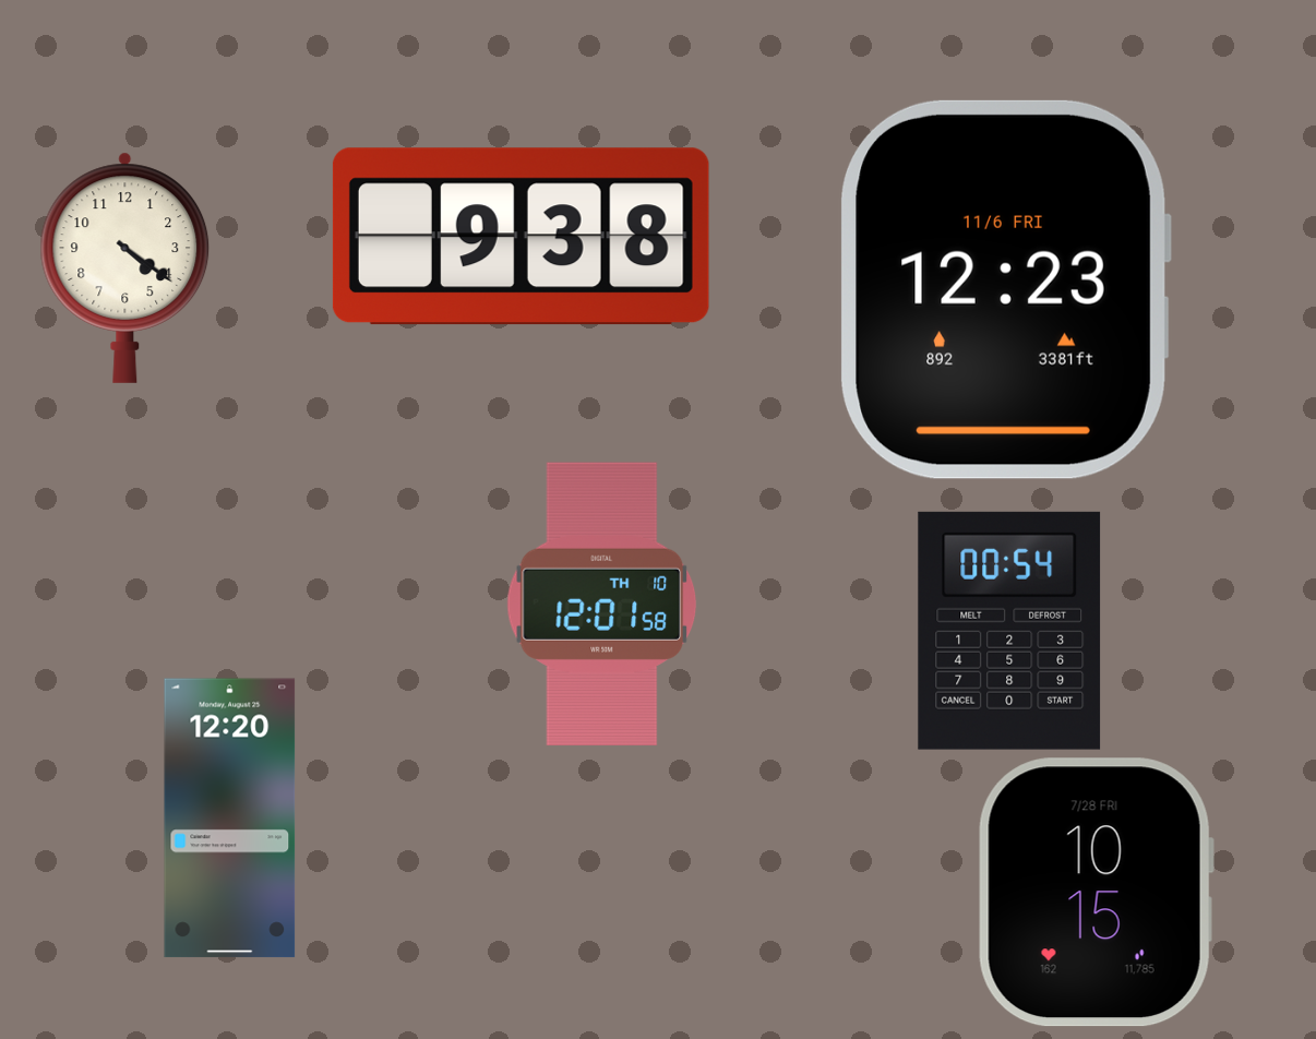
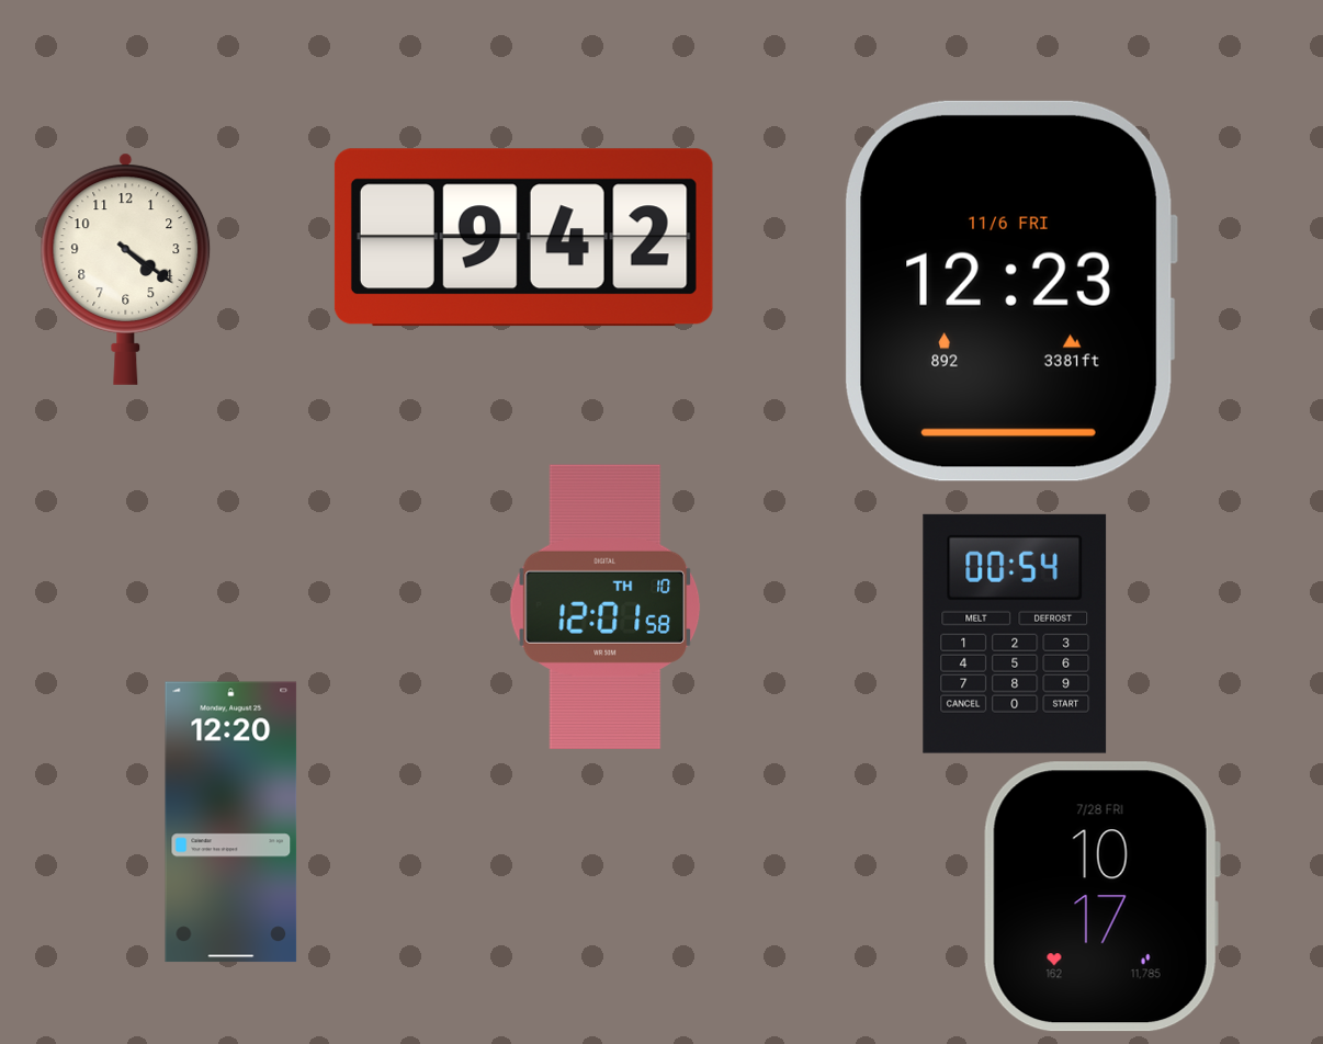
clock at (521, 237): 9:38 -> 9:42
clock at (1096, 893): 10:15 -> 10:17
